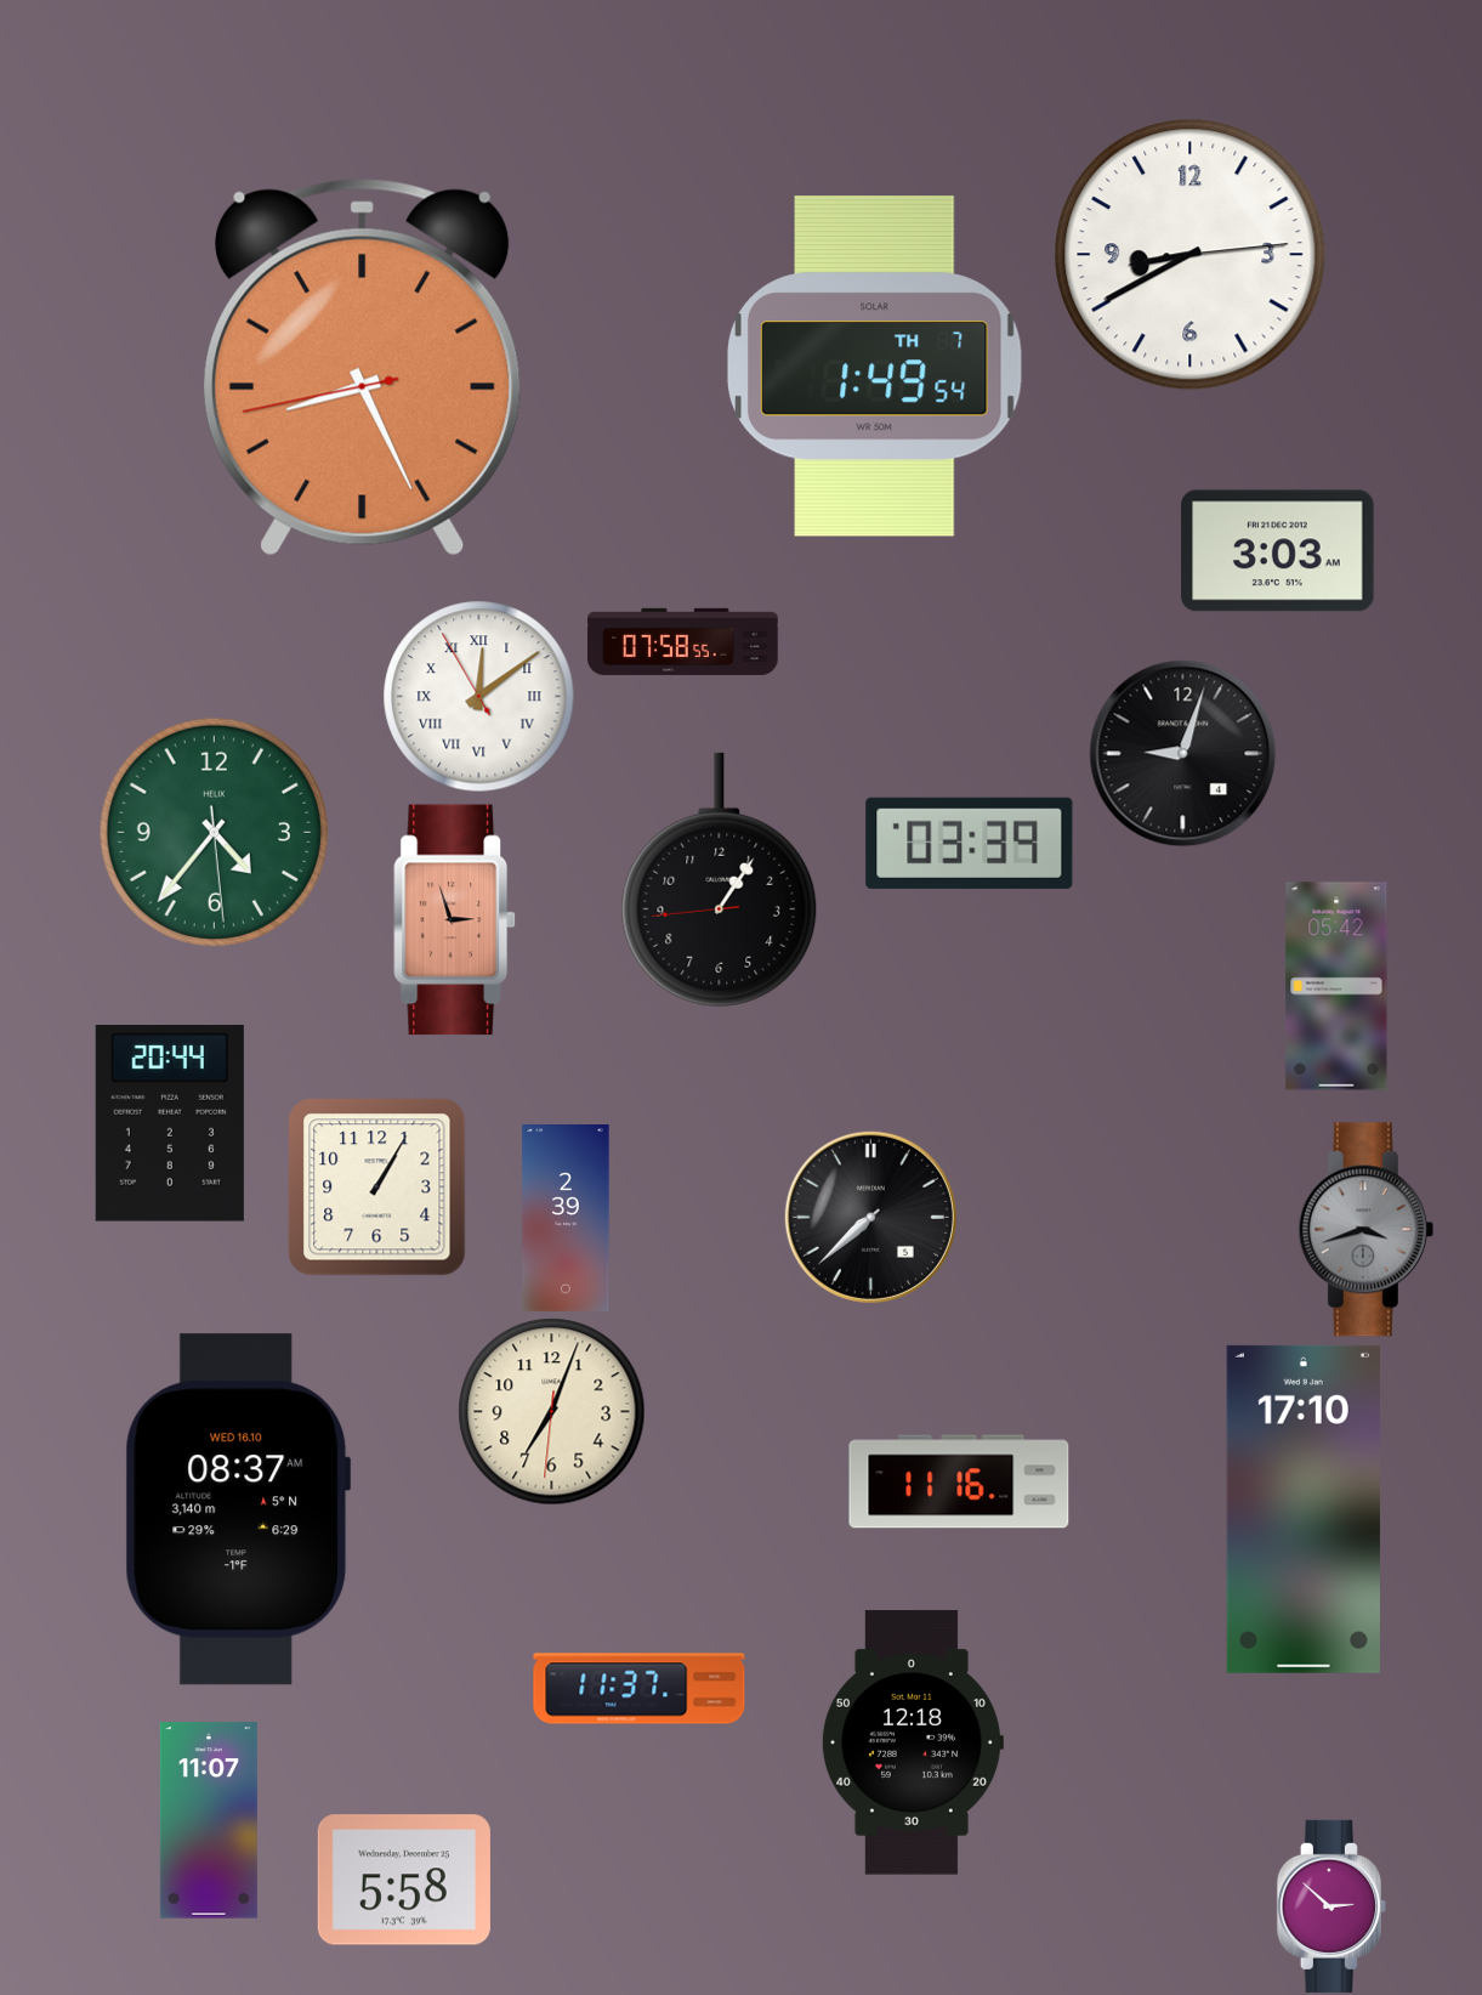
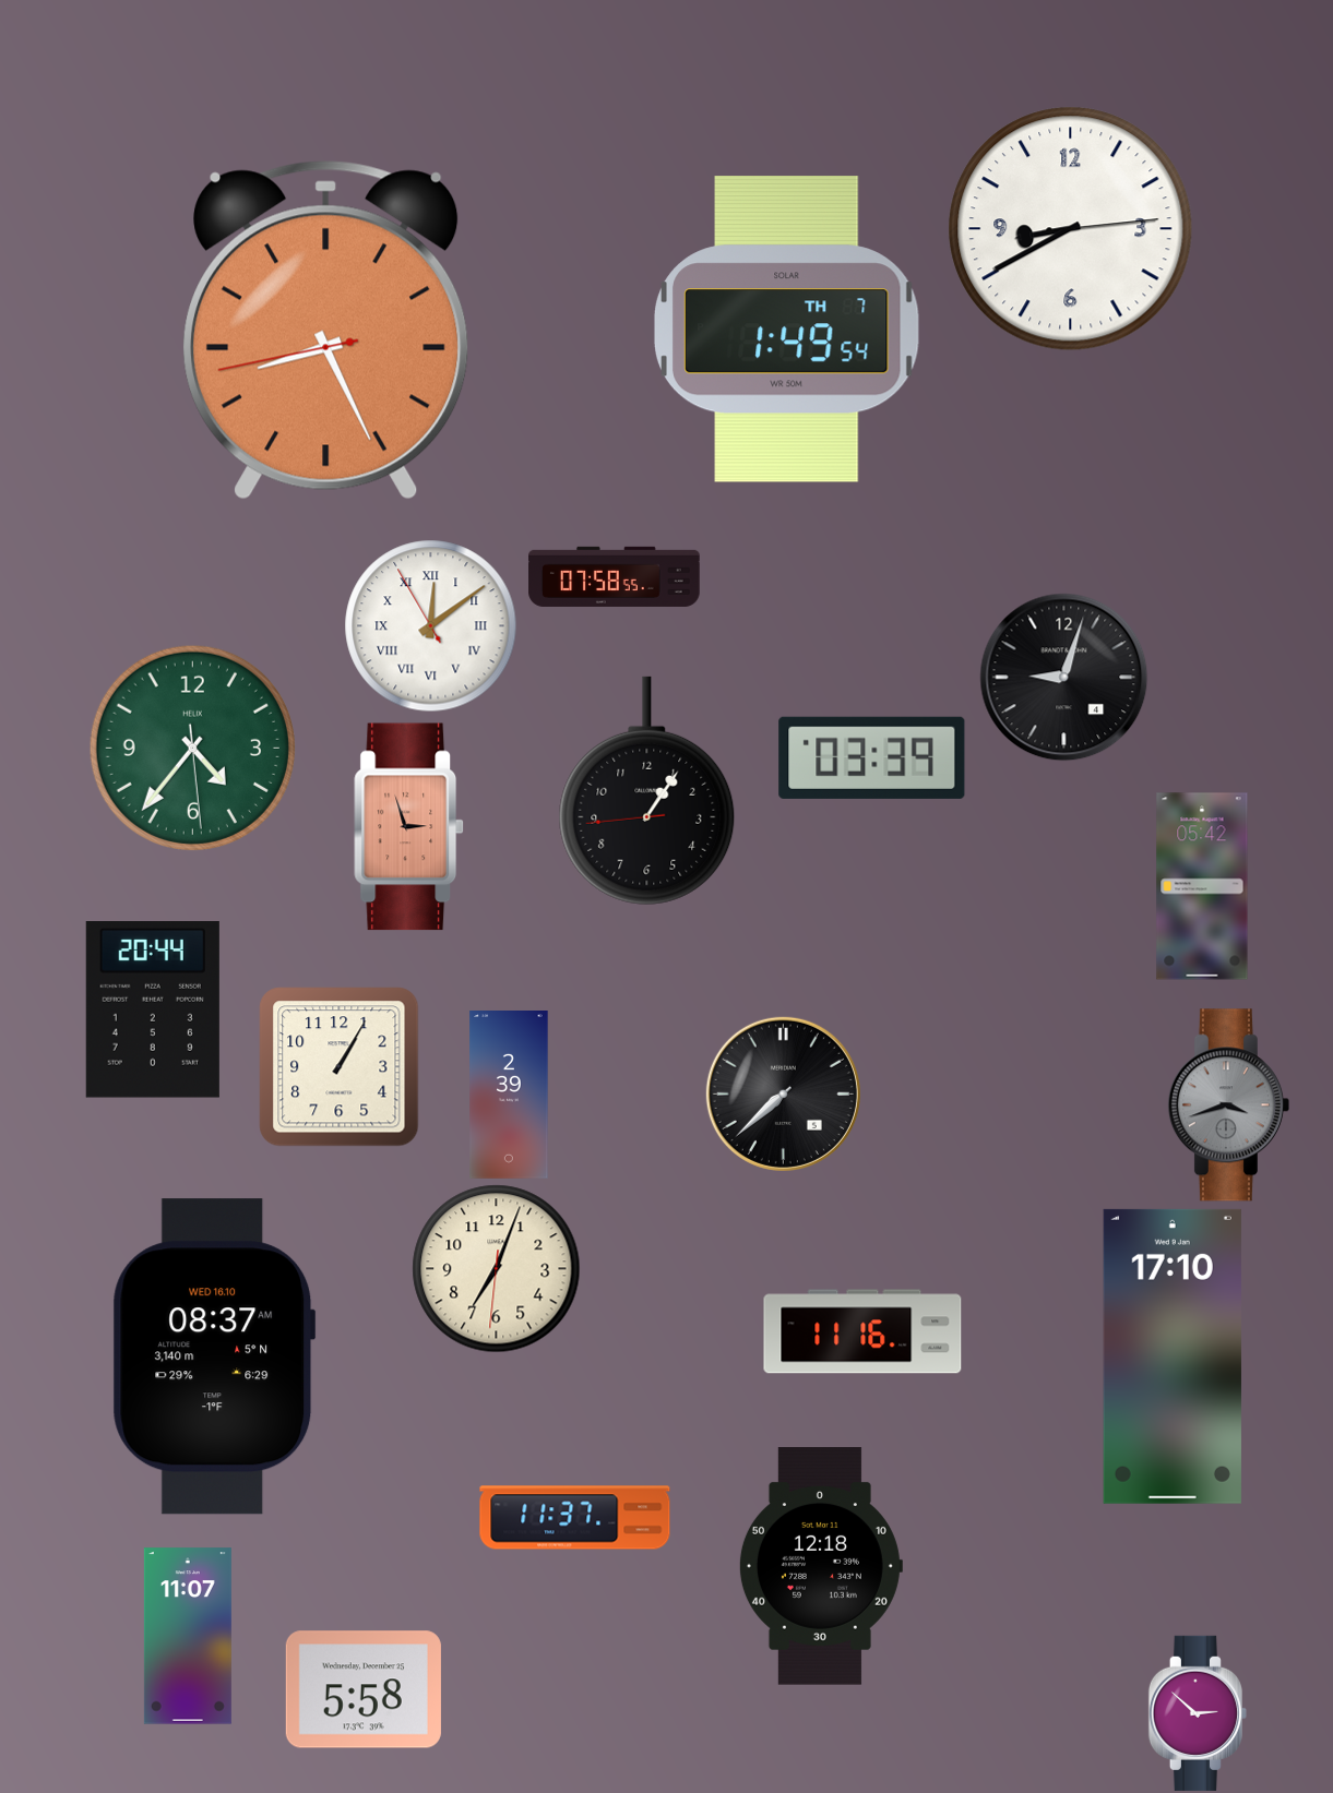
clock at (1278, 551): 3:03 -> none
